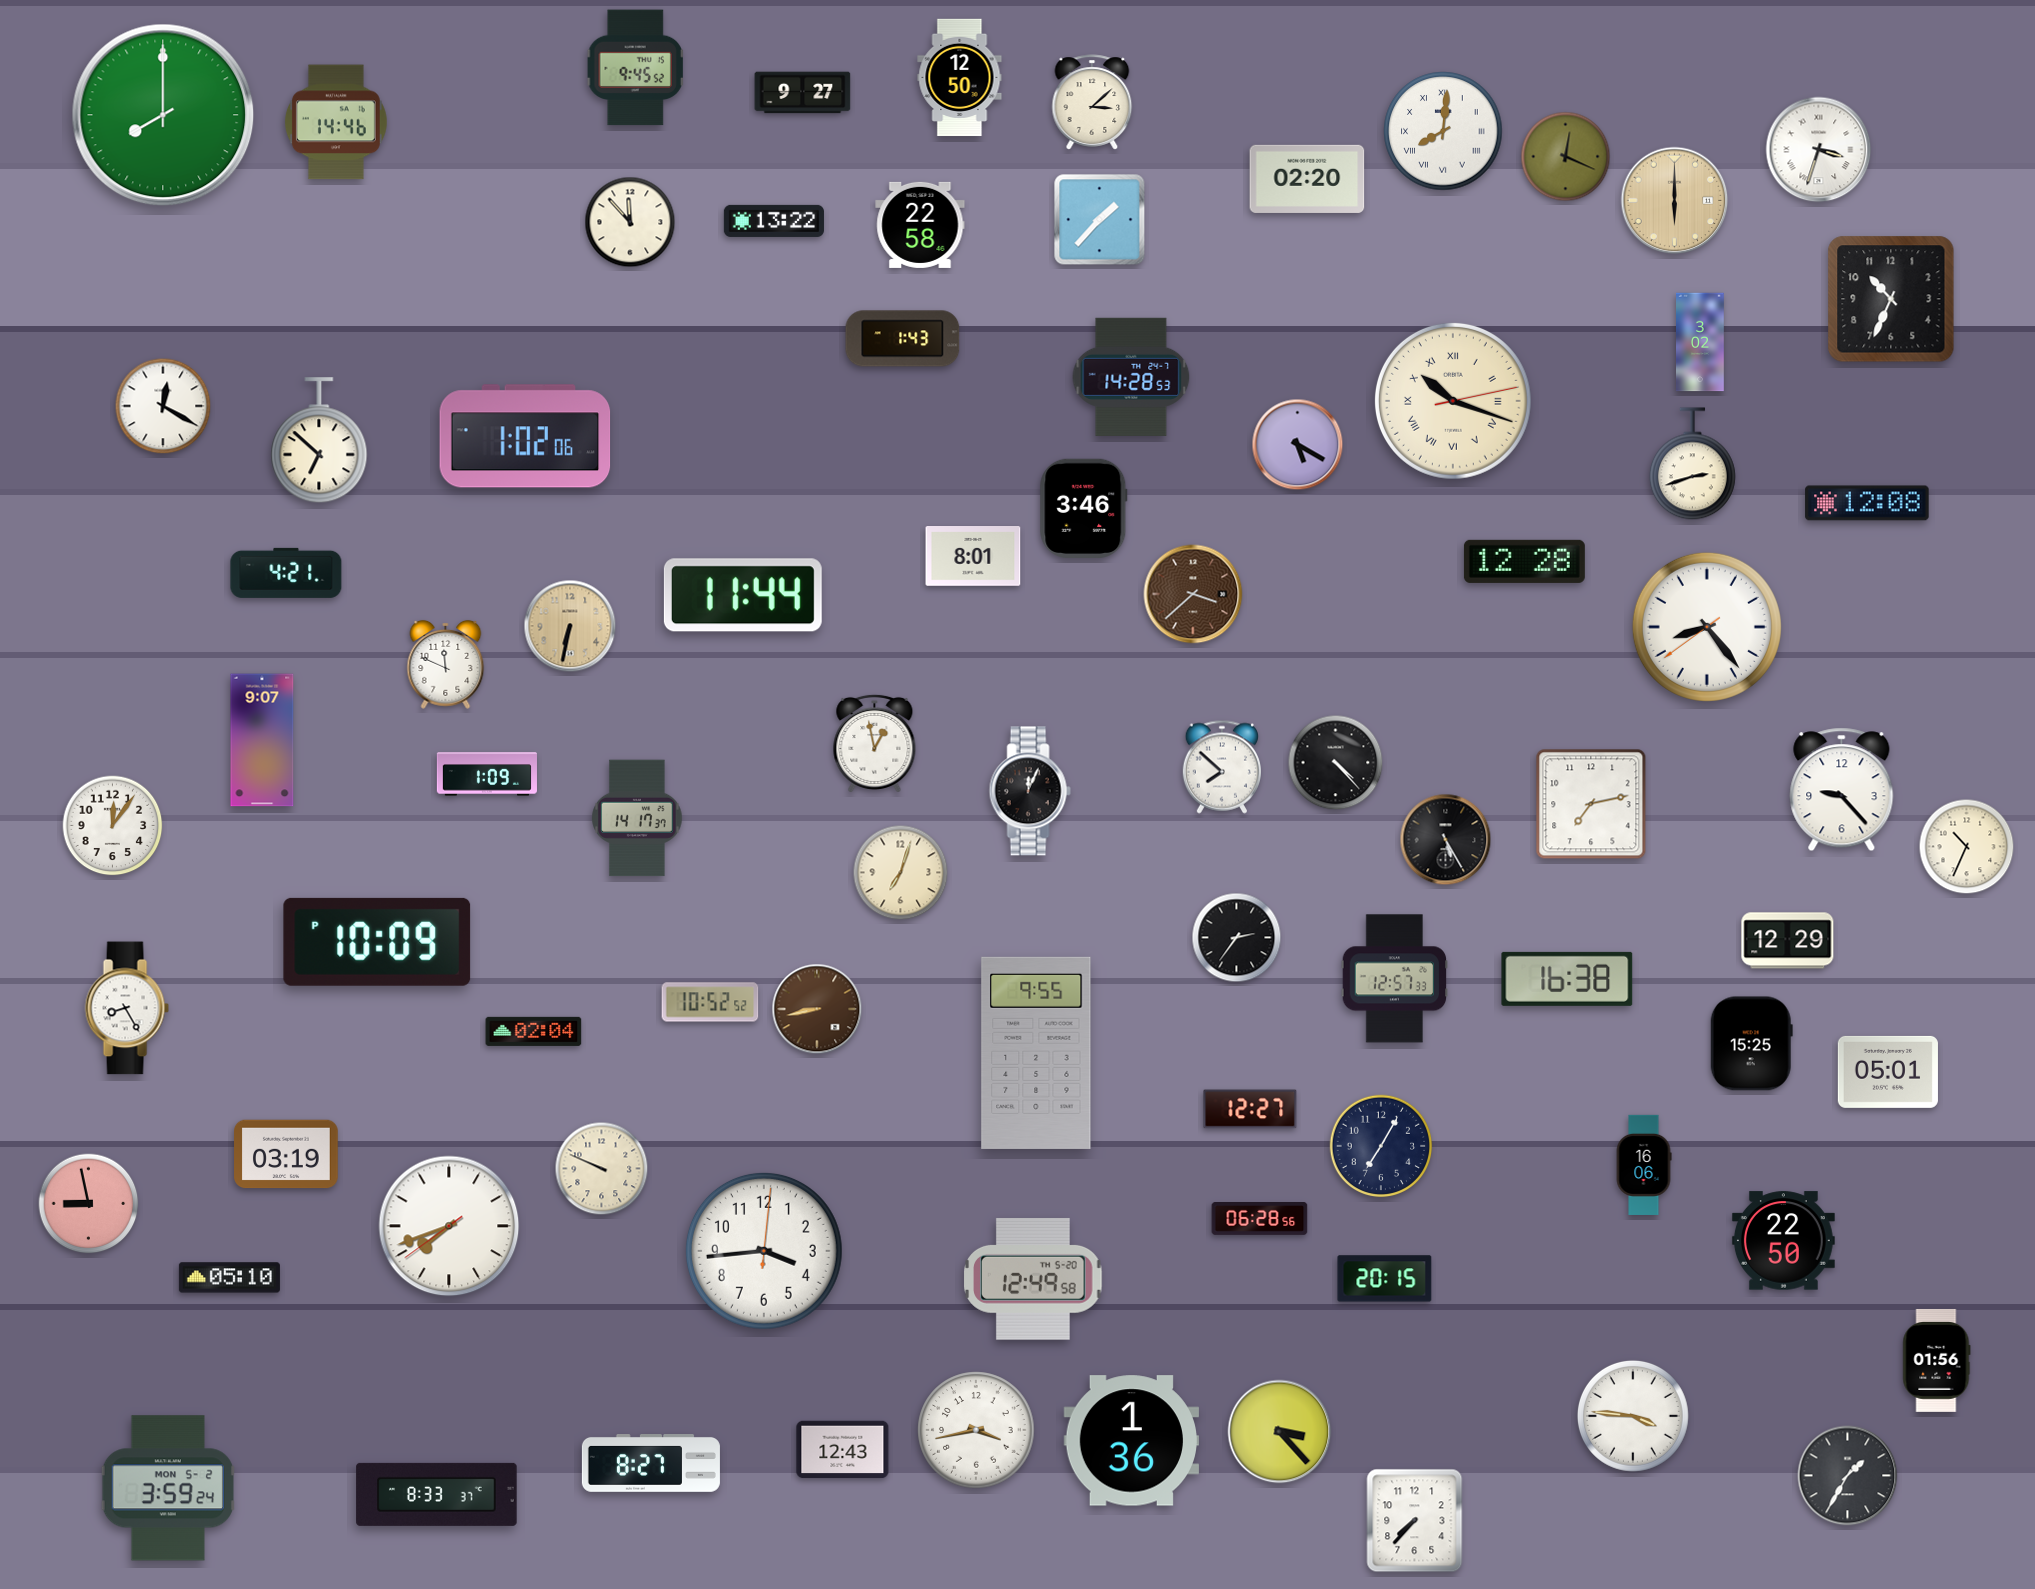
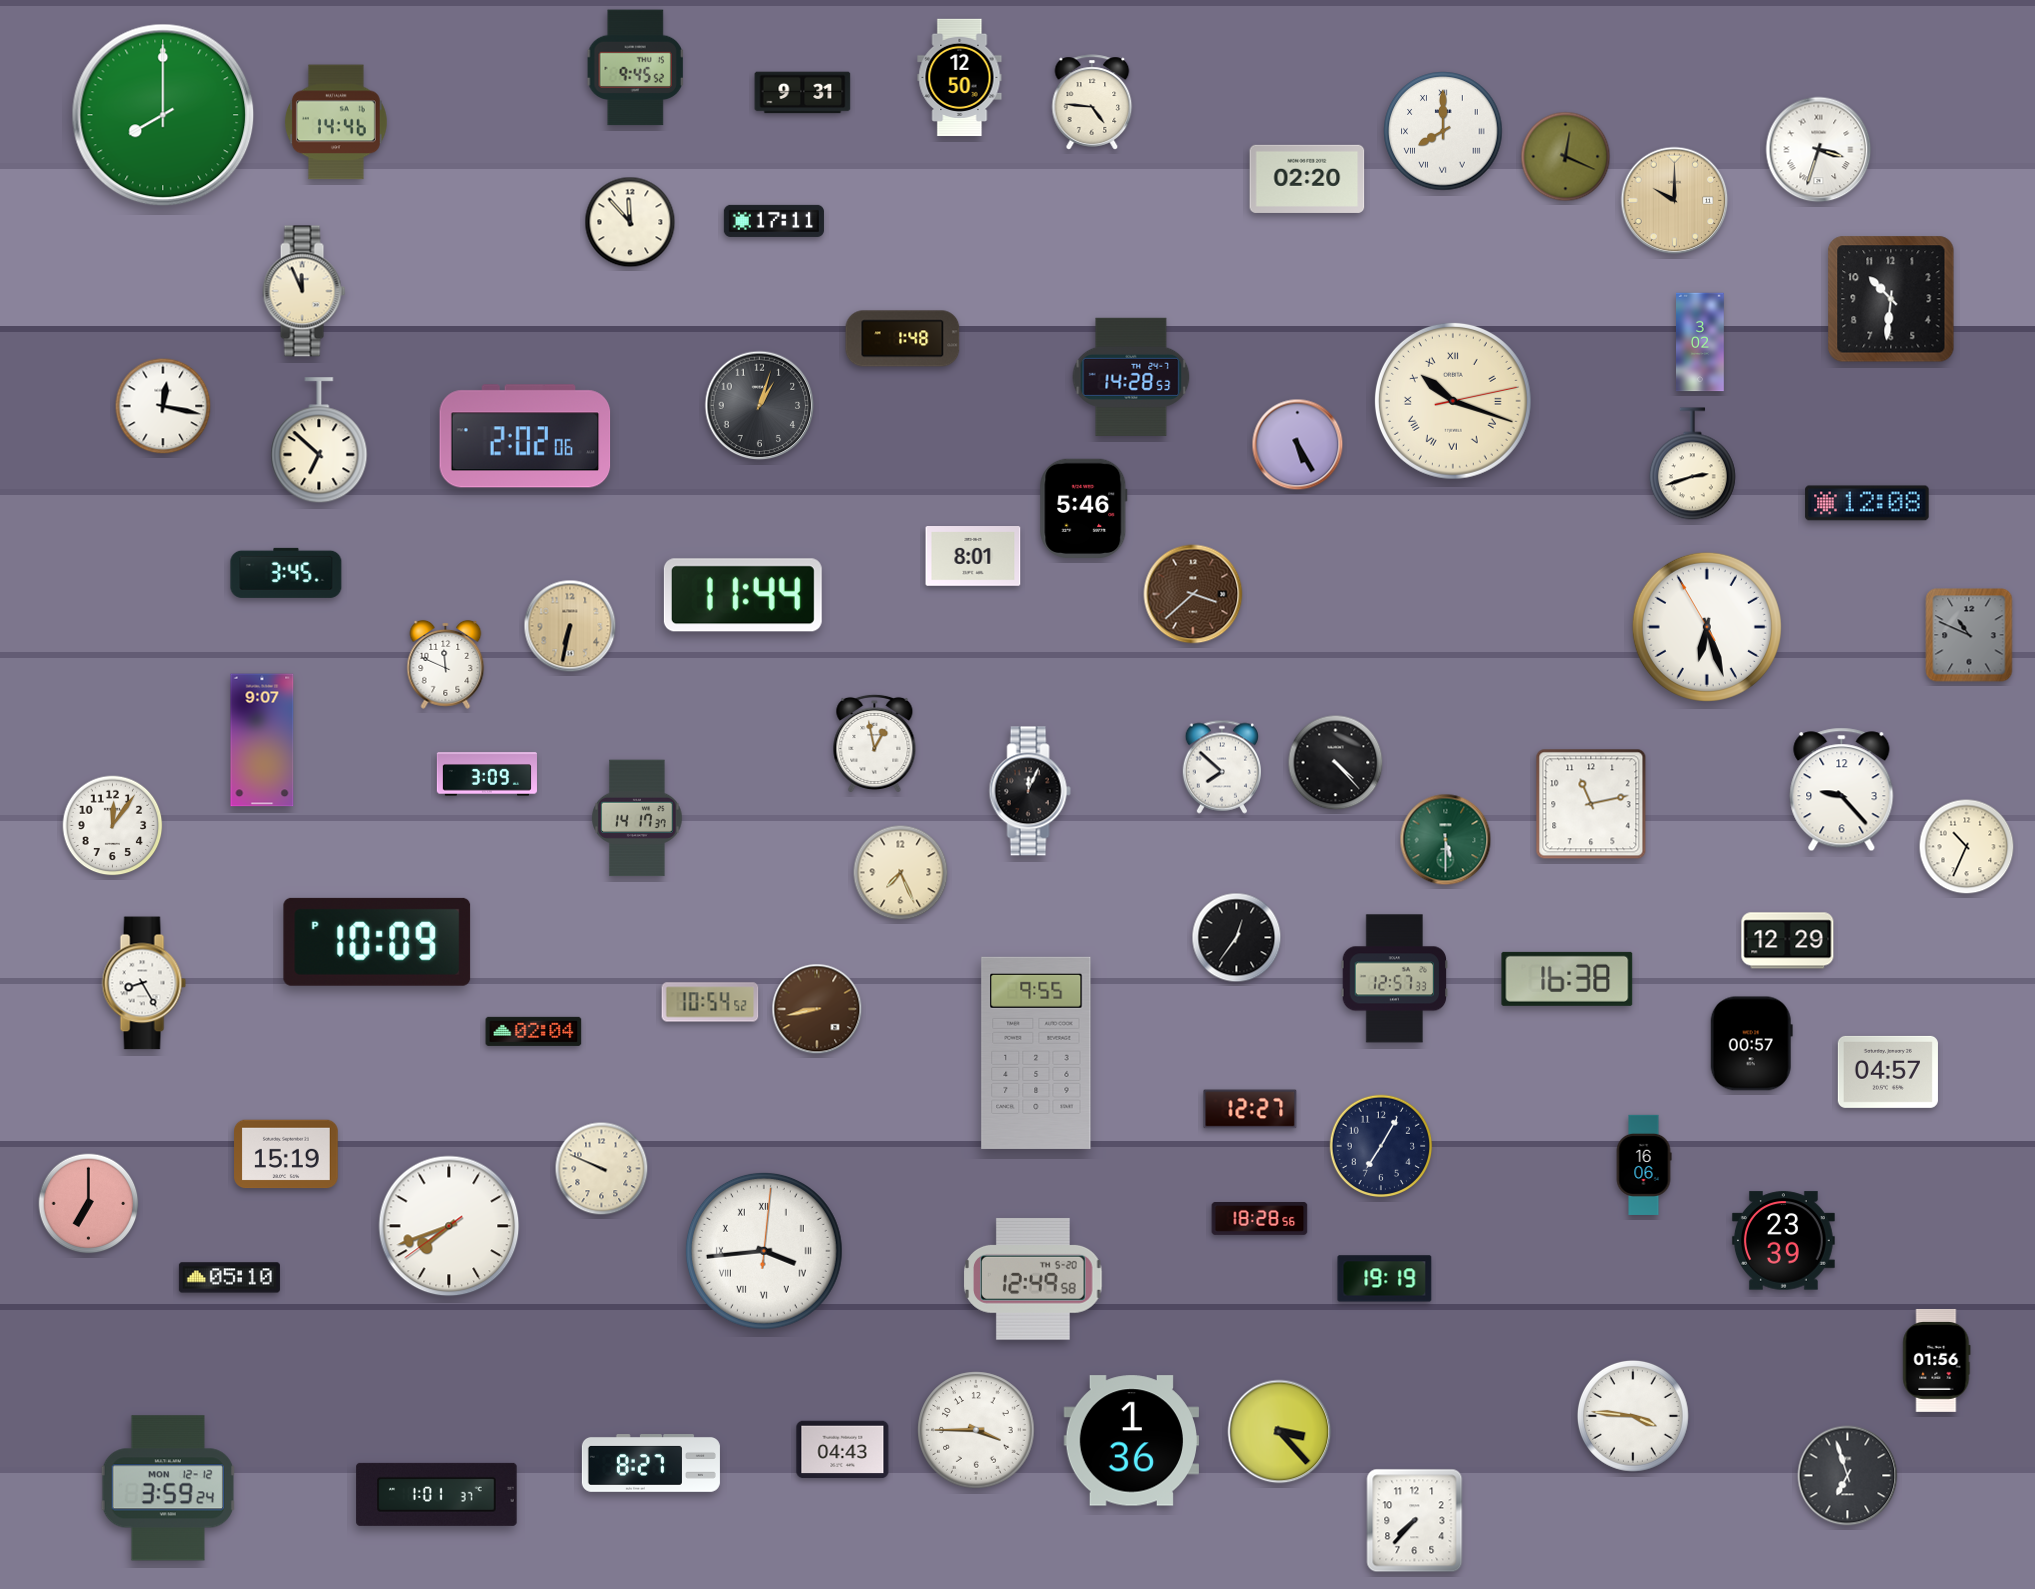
clock at (803, 93): 9:27 -> 9:31
clock at (1092, 102): 3:08 -> 4:46
clock at (1443, 131): 8:01 -> 8:00
clock at (1675, 201): 6:00 -> 10:00
clock at (1100, 220): 1:37 -> none
clock at (774, 221): 13:22 -> 17:11
clock at (920, 225): 22:58 -> none
clock at (304, 291): none -> 11:56
clock at (1891, 299): 10:34 -> 10:31
clock at (903, 339): 1:43 -> 1:48
clock at (163, 406): 12:20 -> 12:17
clock at (760, 406): none -> 1:03
clock at (525, 436): 1:02 -> 2:02
clock at (1298, 445): 5:20 -> 5:25
clock at (1084, 508): 3:46 -> 5:46
clock at (1524, 561): 12:28 -> none
clock at (286, 573): 4:21 -> 3:45
clock at (1707, 627): 8:23 -> 6:26
clock at (1969, 635): none -> 10:49
clock at (487, 774): 1:09 -> 3:09
clock at (1591, 804): 7:13 -> 11:13
clock at (1446, 840): 5:25 -> 5:30
clock at (1446, 840) dial: black -> green
clock at (901, 873): 7:03 -> 7:26
clock at (1237, 938): 2:36 -> 12:36
clock at (710, 1002): 10:52 -> 10:54
clock at (127, 1008) position: (127, 1008) -> (144, 983)
clock at (1751, 1044): 15:25 -> 00:57
clock at (1888, 1072): 05:01 -> 04:57
clock at (286, 1154): 03:19 -> 15:19
clock at (89, 1204): 8:58 -> 7:00
clock at (1260, 1219): 06:28 -> 18:28
clock at (1783, 1241): 22:50 -> 23:39
clock at (764, 1251) numerals: Arabic -> Roman
clock at (1385, 1279): 20:15 -> 19:19
clock at (976, 1430): 3:43 -> 3:45
clock at (843, 1450): 12:43 -> 04:43
clock at (1848, 1476): 1:35 -> 6:57
clock at (168, 1488) date: MON 5-2 -> MON 12-12
clock at (437, 1494): 8:33 -> 1:01
